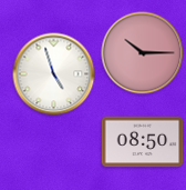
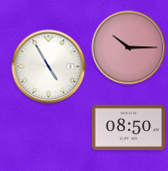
clock at (54, 74): 4:57 -> 4:55
